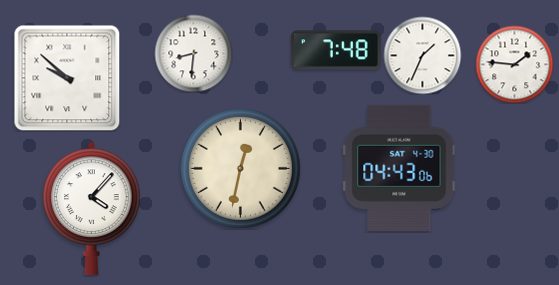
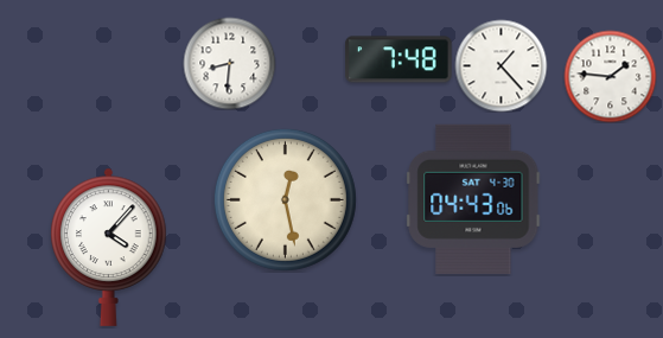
clock at (422, 55): 1:34 -> 1:23
clock at (67, 78): 9:52 -> none
clock at (240, 168): 12:32 -> 12:28
